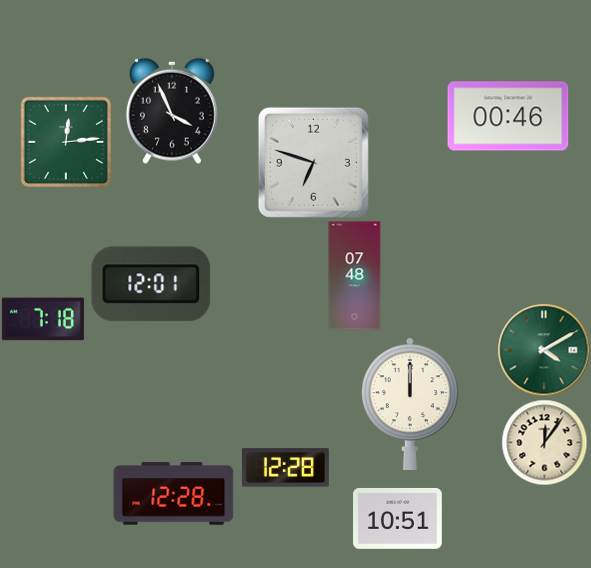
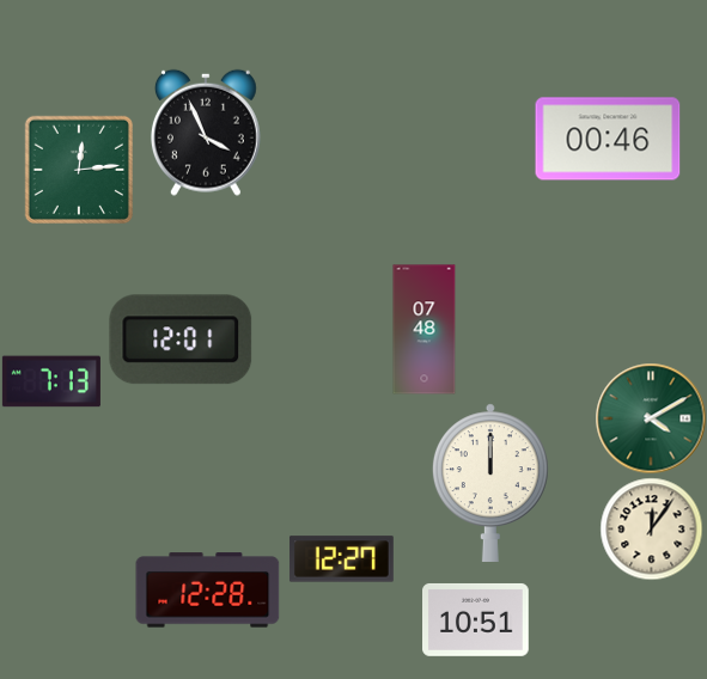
clock at (313, 162): 6:48 -> none
clock at (43, 319): 7:18 -> 7:13
clock at (285, 468): 12:28 -> 12:27
